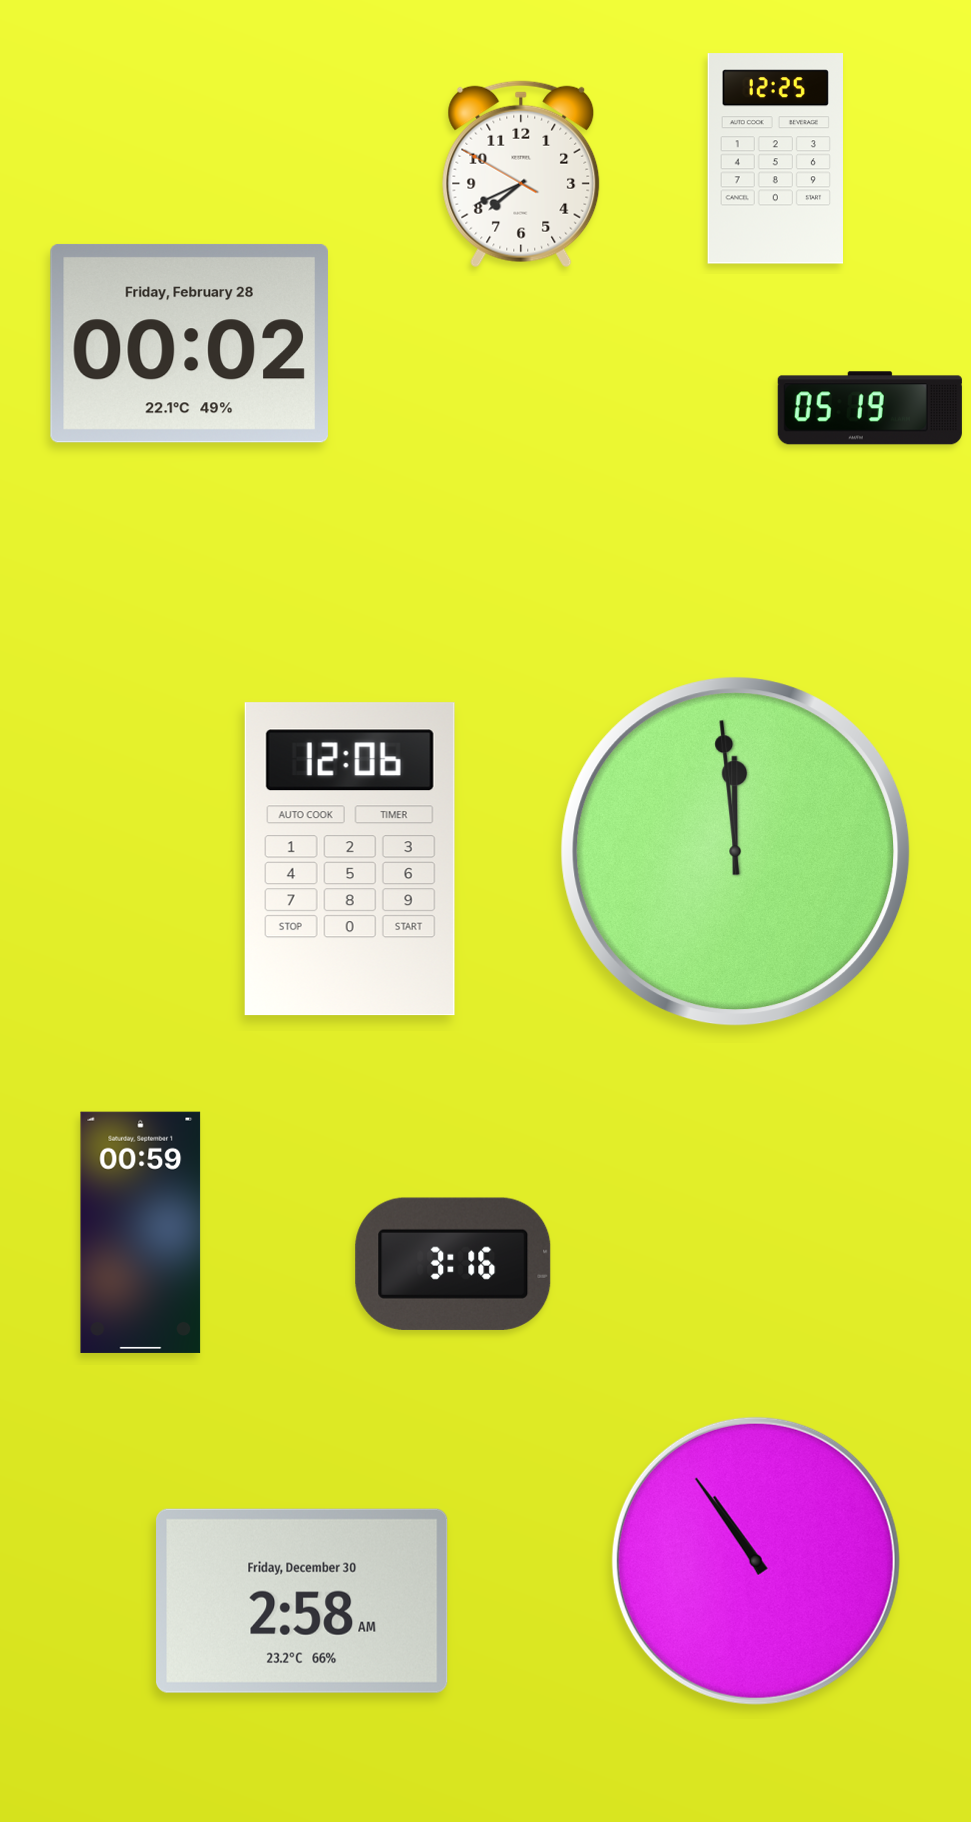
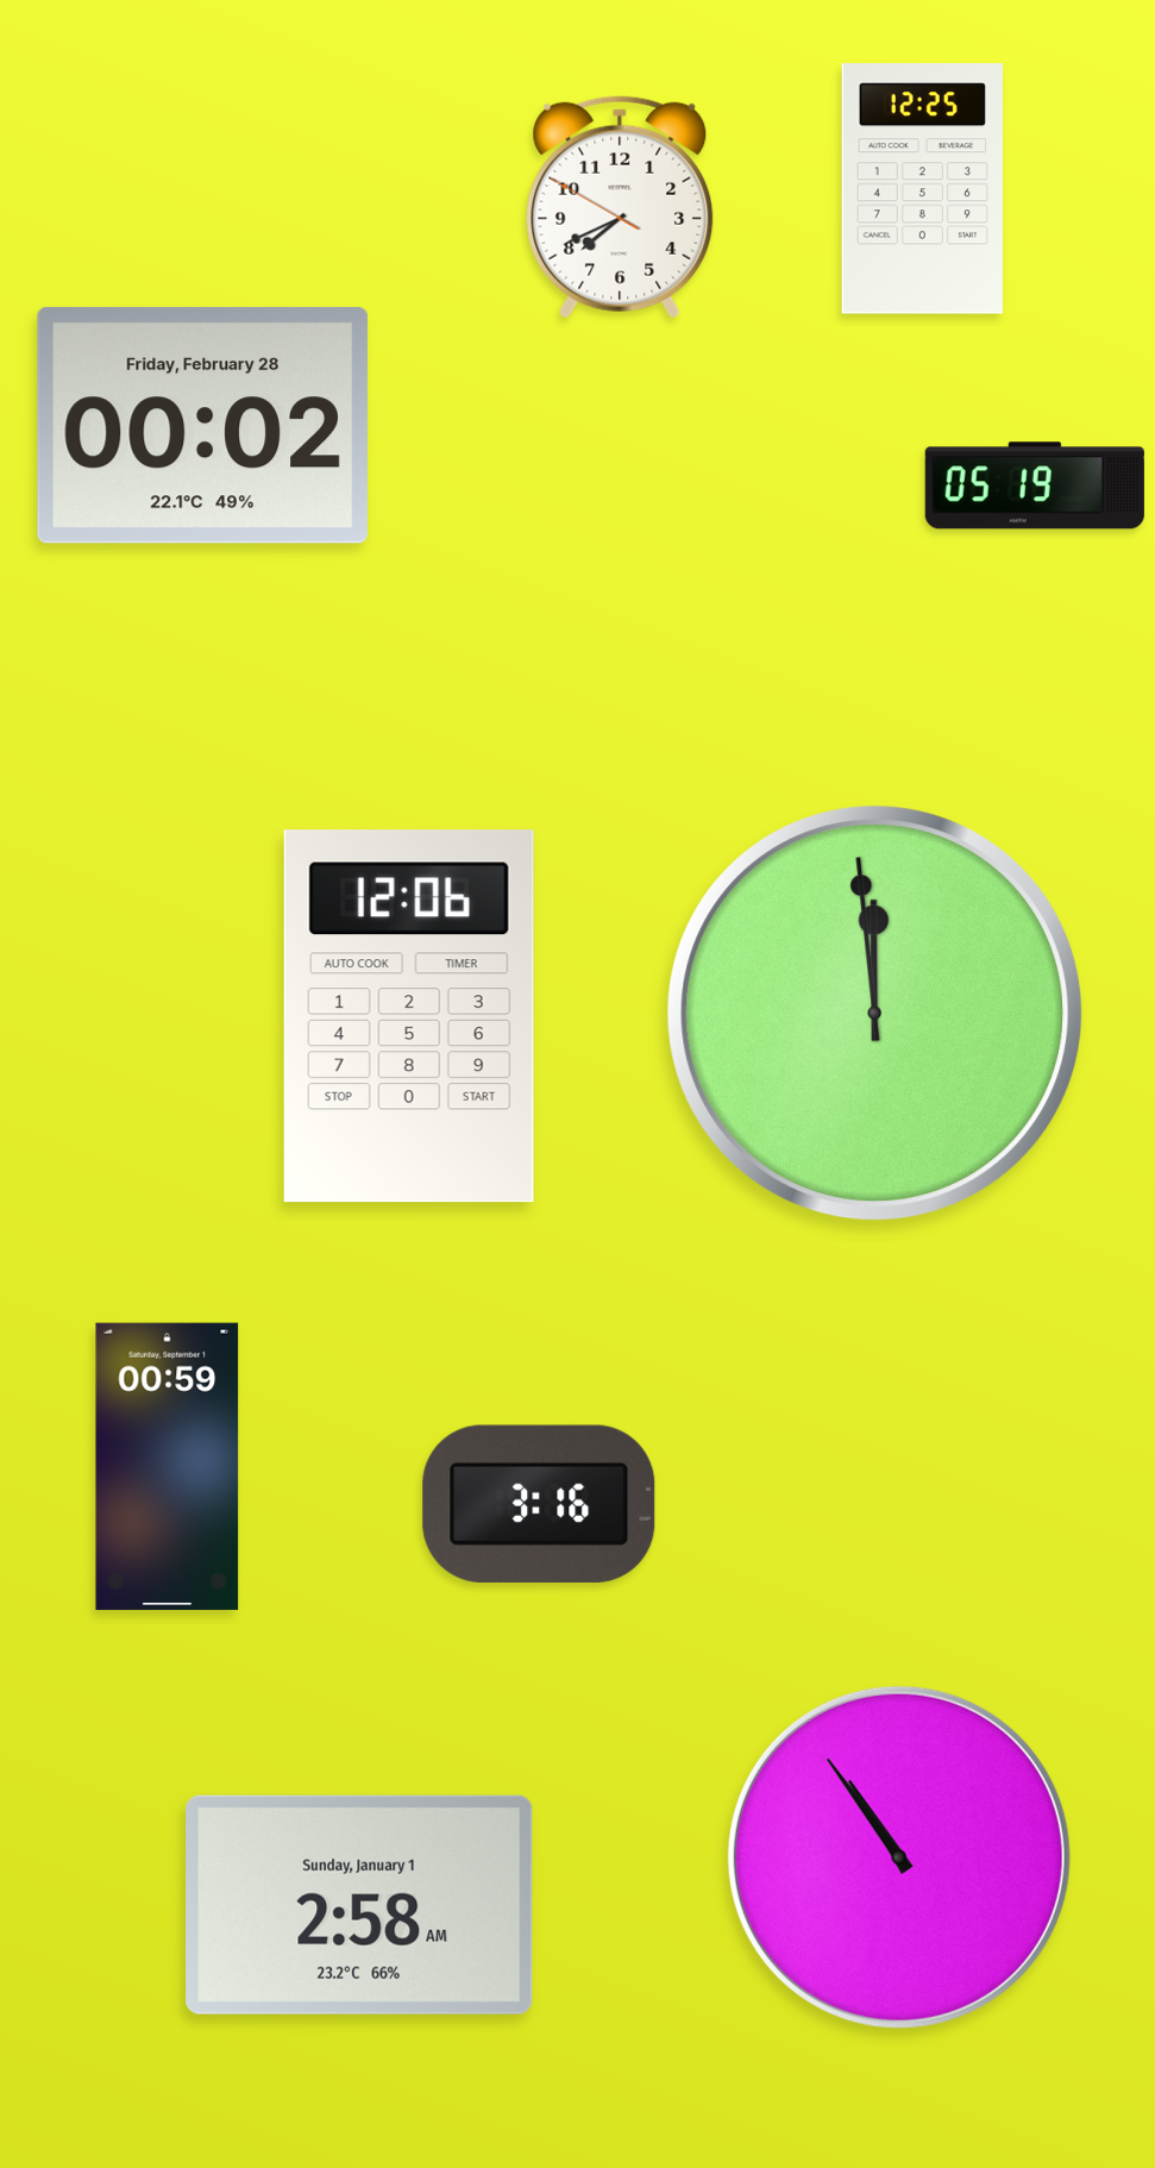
clock at (189, 343) position: (189, 343) -> (202, 425)
clock at (350, 859) position: (350, 859) -> (409, 1016)
clock at (302, 1601) date: Friday, December 30 -> Sunday, January 1
